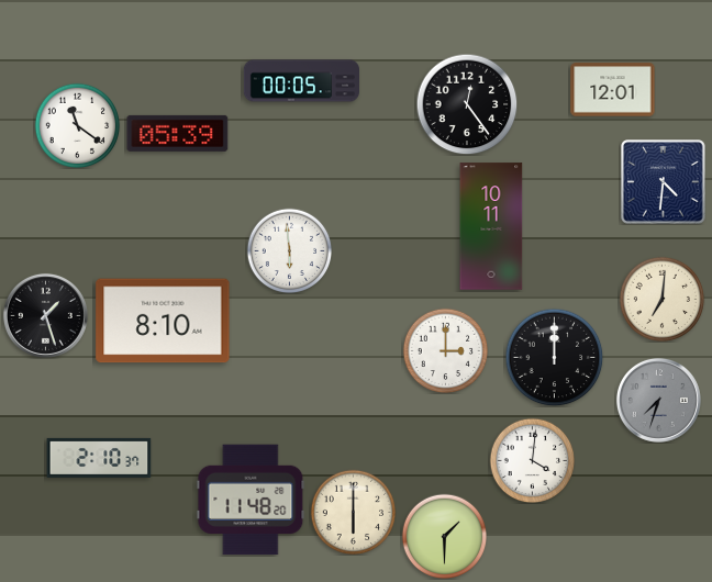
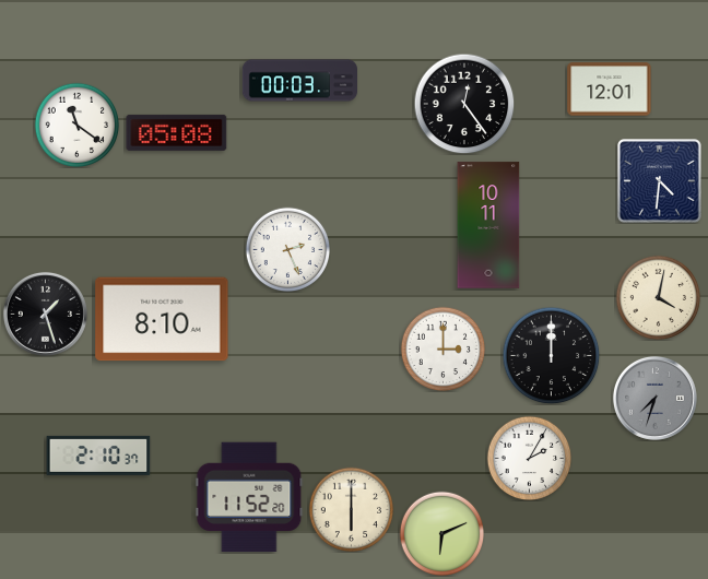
clock at (301, 81): 00:05 -> 00:03
clock at (178, 133): 05:39 -> 05:08
clock at (289, 250): 5:59 -> 2:26
clock at (661, 299): 7:01 -> 4:02
clock at (532, 460): 4:01 -> 2:05
clock at (251, 500): 11:48 -> 11:52
clock at (444, 536): 1:30 -> 6:11
